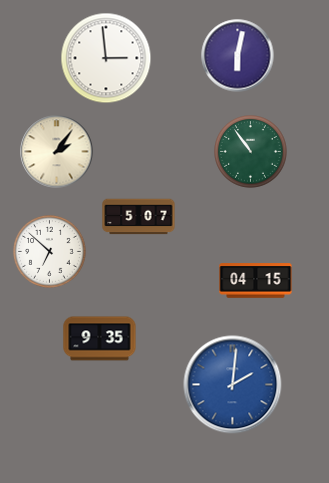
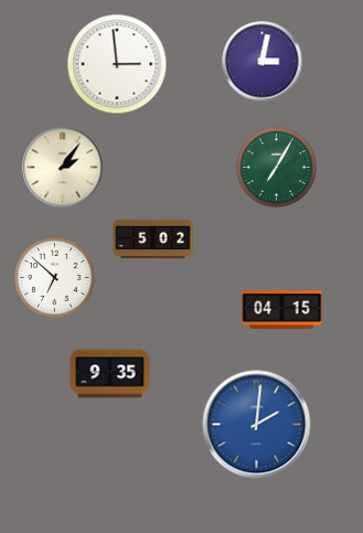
clock at (238, 56): 6:02 -> 3:02
clock at (251, 152): 10:54 -> 7:05
clock at (139, 217): 5:07 -> 5:02
